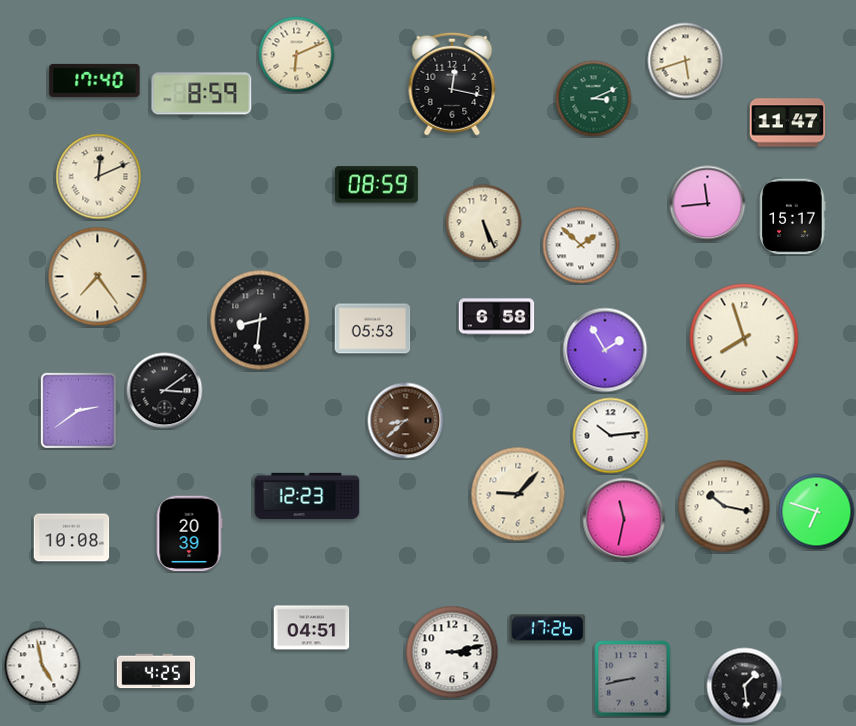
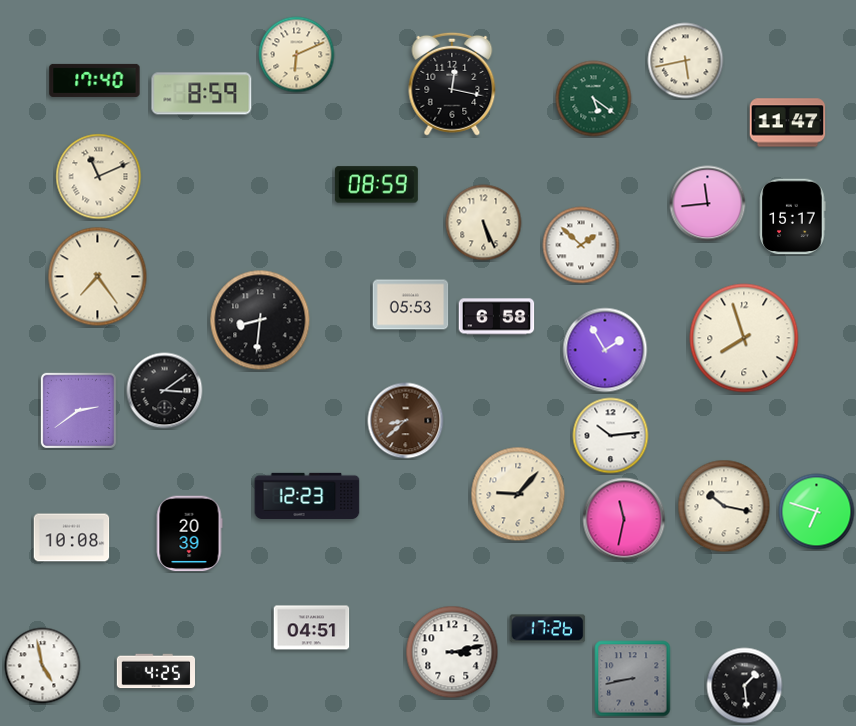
clock at (686, 61): 5:42 -> 5:43
clock at (594, 99): 3:11 -> 5:21
clock at (99, 177): 12:11 -> 11:11
clock at (373, 329) position: (373, 329) -> (411, 305)
